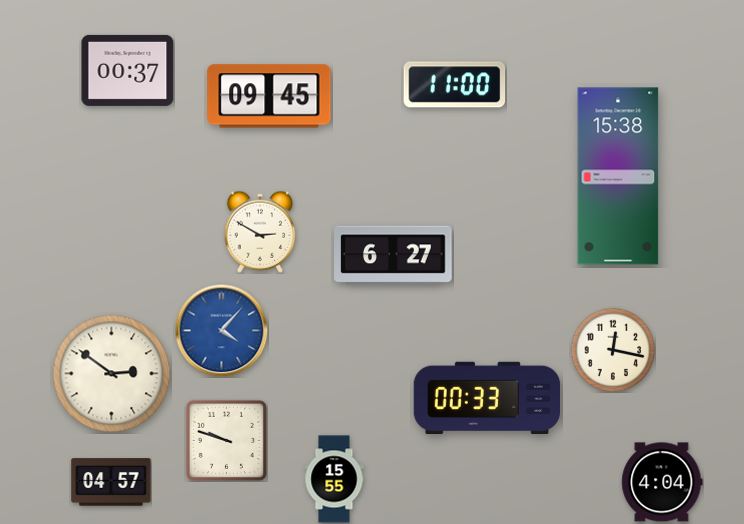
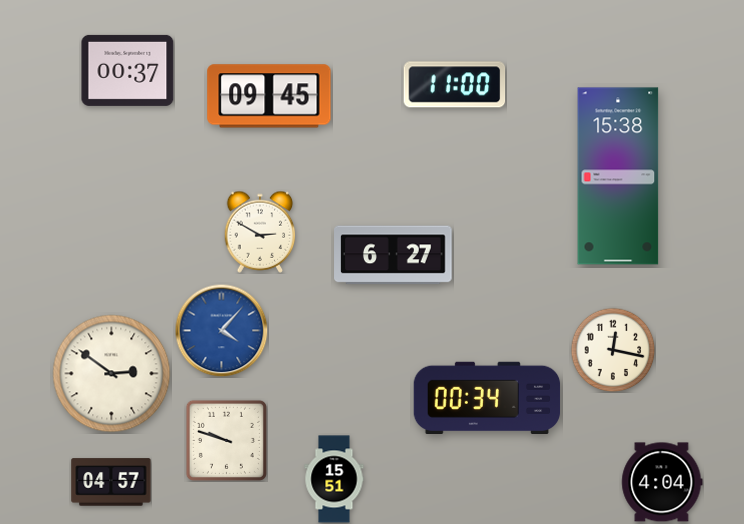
clock at (487, 397): 00:33 -> 00:34
clock at (334, 479): 15:55 -> 15:51
